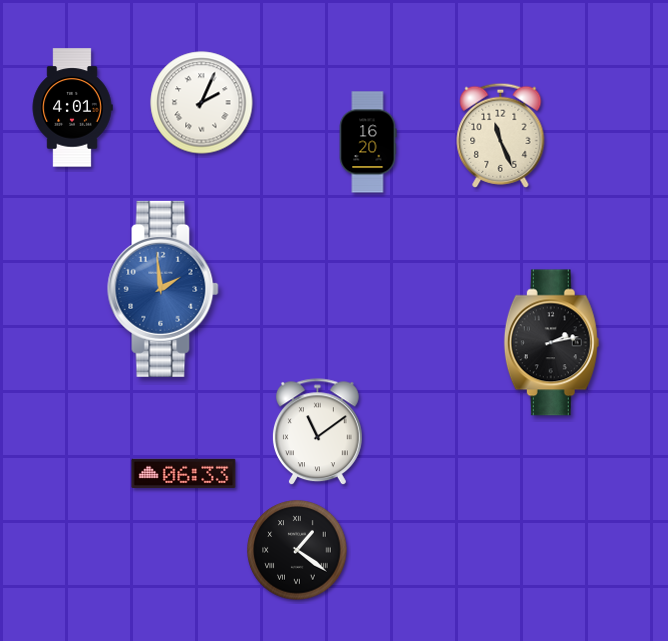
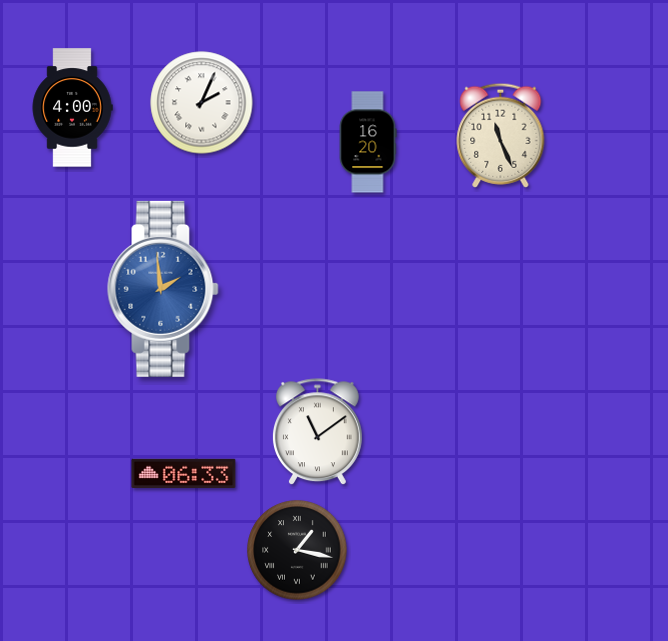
clock at (72, 108): 4:01 -> 4:00
clock at (551, 343): 2:13 -> none
clock at (297, 550): 1:21 -> 1:17
